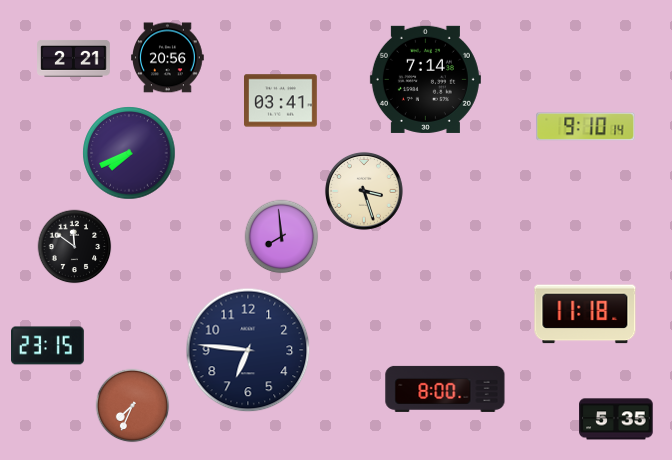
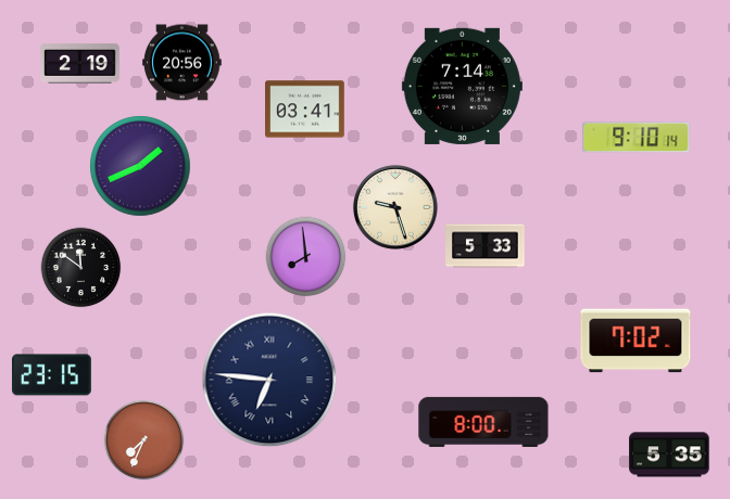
clock at (74, 58): 2:21 -> 2:19
clock at (129, 153): 7:41 -> 1:41
clock at (364, 191): 3:27 -> 9:27
clock at (486, 246): none -> 5:33
clock at (585, 314): 11:18 -> 7:02
clock at (248, 350) numerals: Arabic -> Roman
